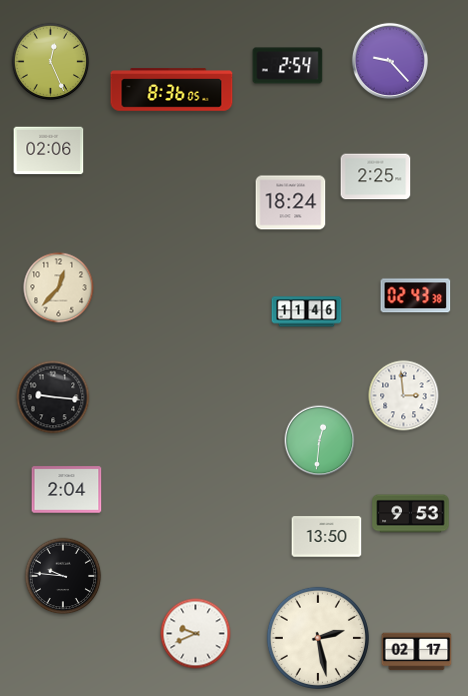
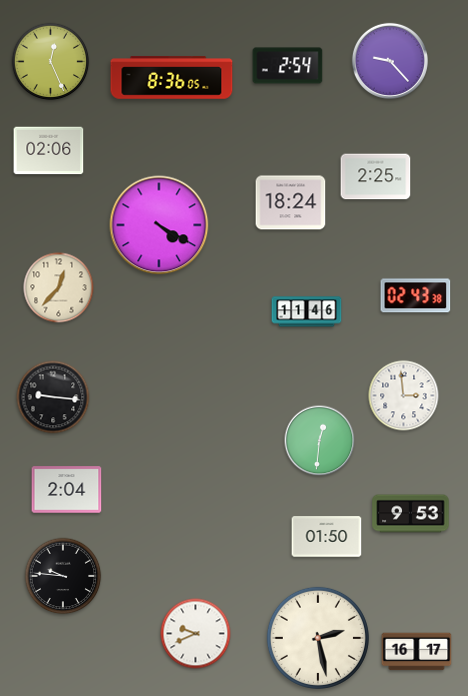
clock at (172, 90) position: (172, 90) -> (172, 78)
clock at (159, 225): none -> 4:20
clock at (327, 537): 13:50 -> 01:50
clock at (417, 652): 02:17 -> 16:17
